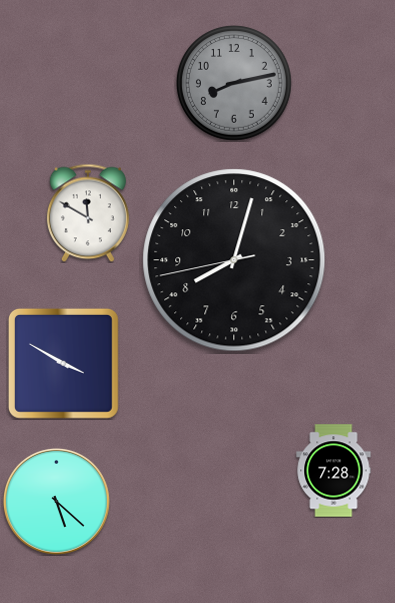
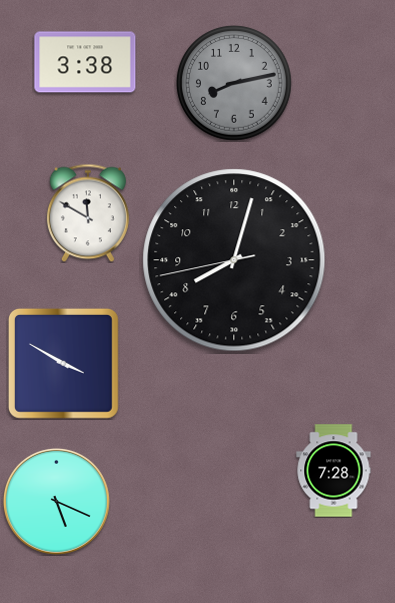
clock at (85, 62): none -> 3:38
clock at (56, 501): 5:22 -> 5:19
